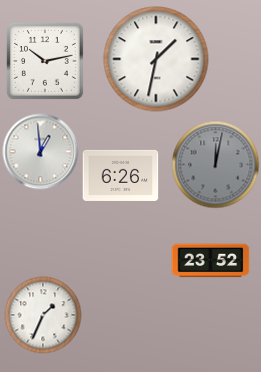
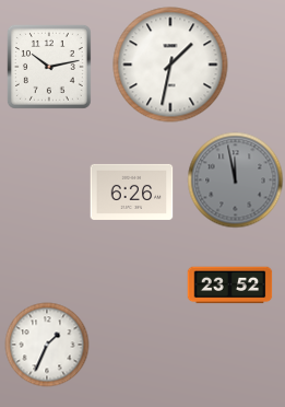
clock at (41, 152): 12:59 -> none
clock at (216, 165): 12:02 -> 11:58
